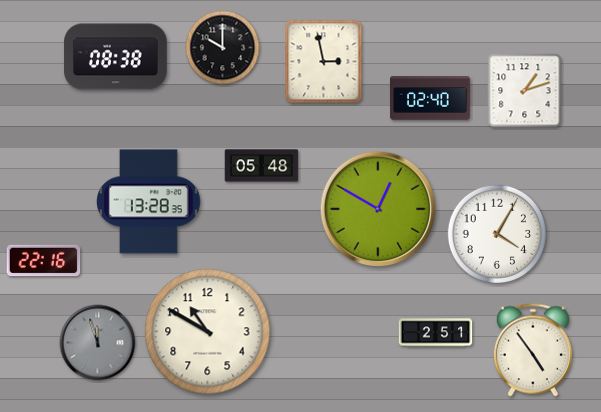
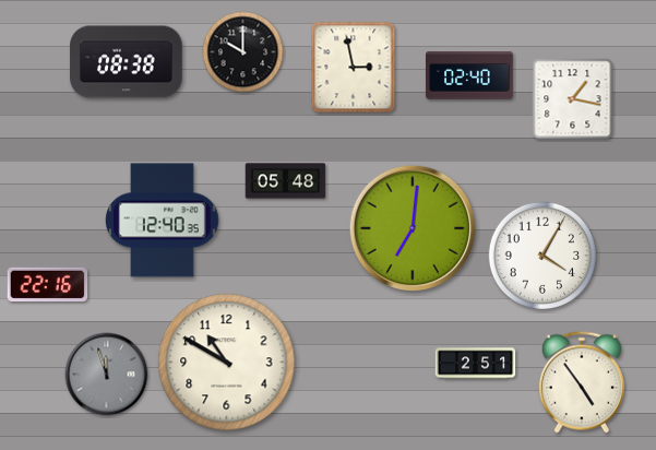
clock at (525, 91): 1:12 -> 1:17
clock at (431, 98) position: (431, 98) -> (470, 75)
clock at (149, 202): 13:28 -> 12:40
clock at (378, 209): 12:50 -> 7:01
